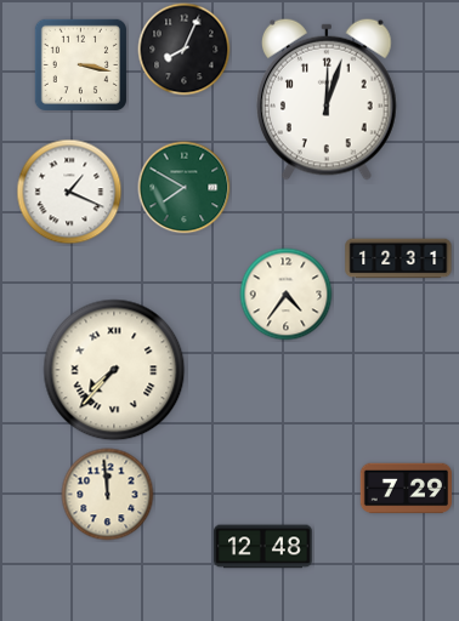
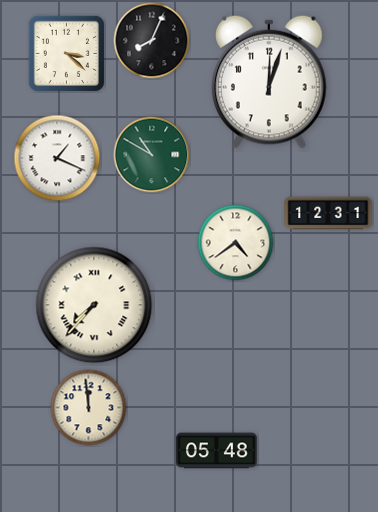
clock at (80, 64): 3:17 -> 3:22
clock at (185, 188): 7:50 -> 10:50
clock at (287, 295): 4:36 -> 4:39
clock at (406, 489): 7:29 -> none
clock at (263, 547): 12:48 -> 05:48
